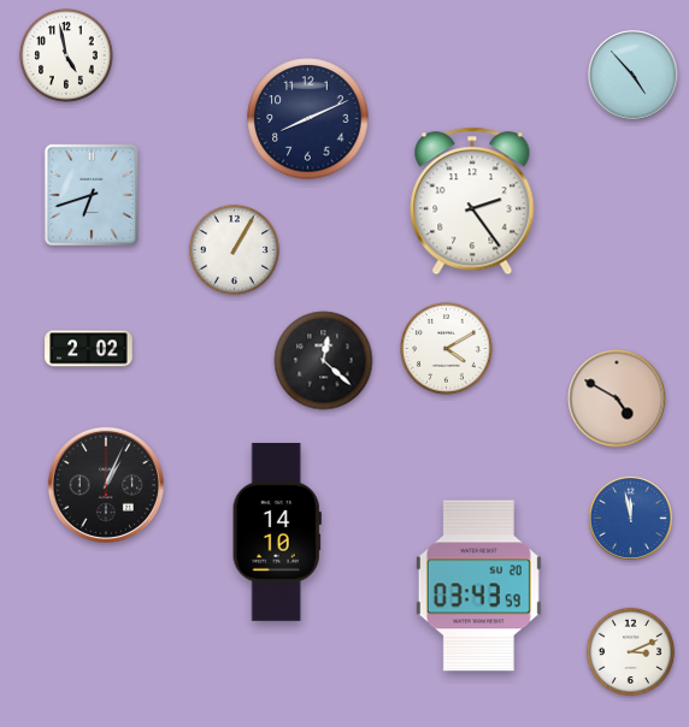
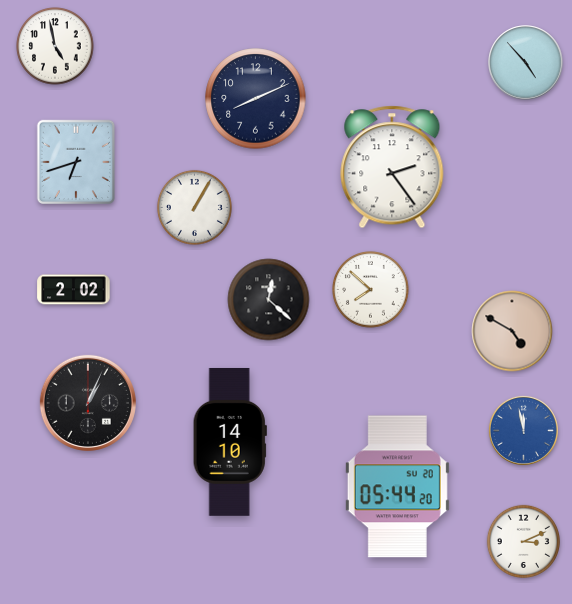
clock at (447, 349): 4:10 -> 7:52
clock at (478, 586): 03:43 -> 05:44
